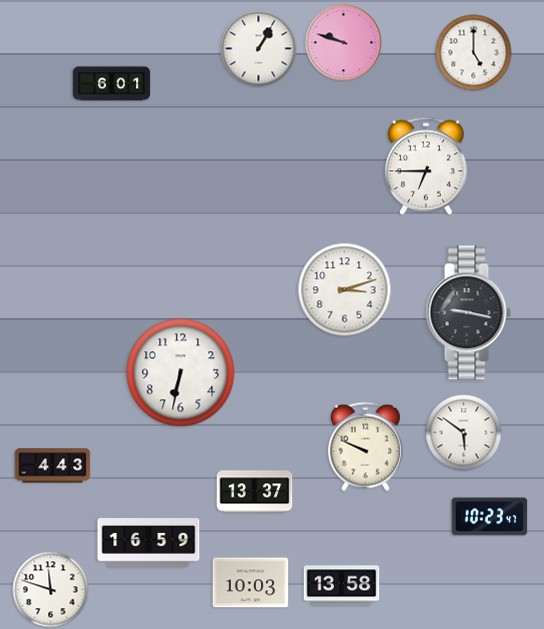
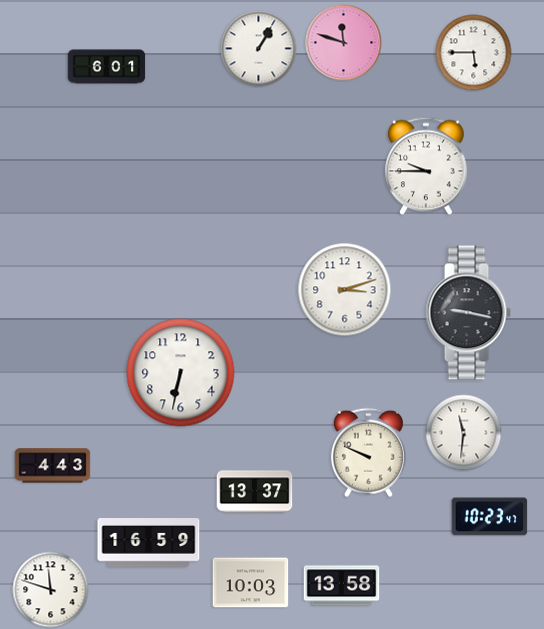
clock at (344, 43): 9:48 -> 11:48
clock at (474, 53): 5:00 -> 5:45
clock at (112, 84) position: (112, 84) -> (107, 67)
clock at (426, 166): 6:45 -> 9:45
clock at (464, 433): 5:51 -> 11:31
clock at (365, 447) position: (365, 447) -> (368, 453)
